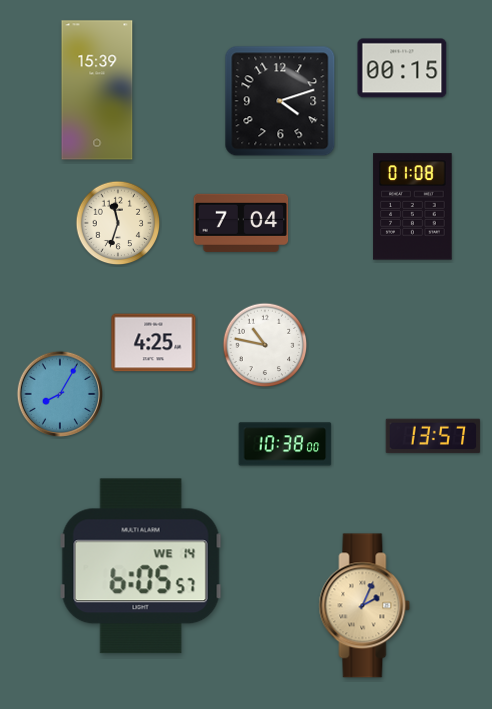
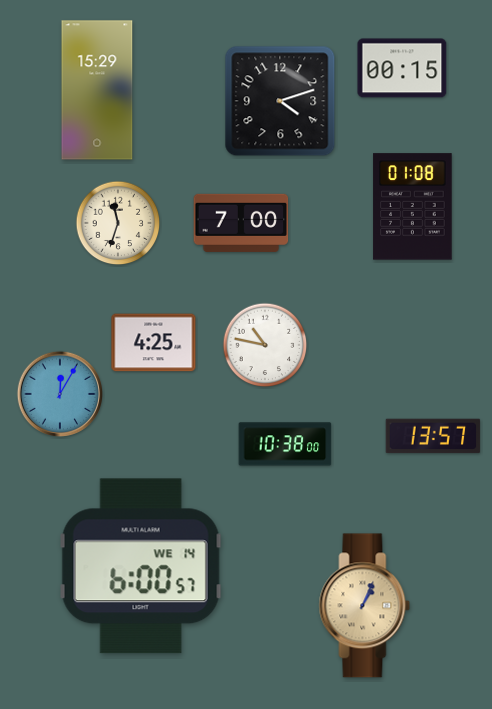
clock at (97, 90): 15:39 -> 15:29
clock at (241, 223): 7:04 -> 7:00
clock at (60, 394): 8:05 -> 12:05
clock at (141, 566): 6:05 -> 6:00
clock at (365, 606): 2:04 -> 1:04
